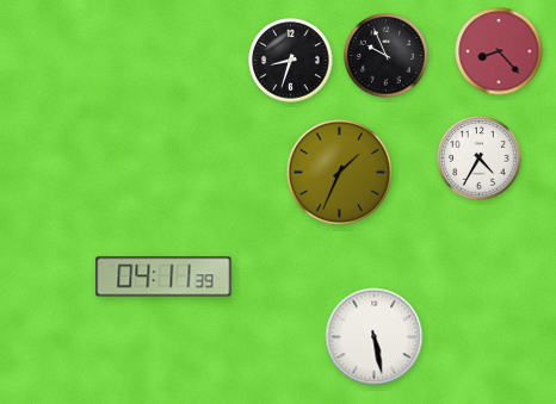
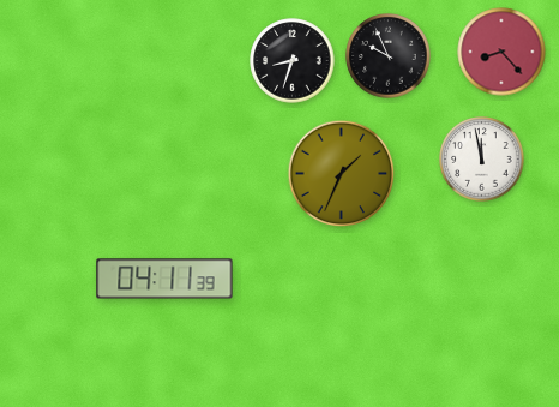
clock at (480, 159): 4:35 -> 11:58
clock at (375, 337): 5:28 -> none
